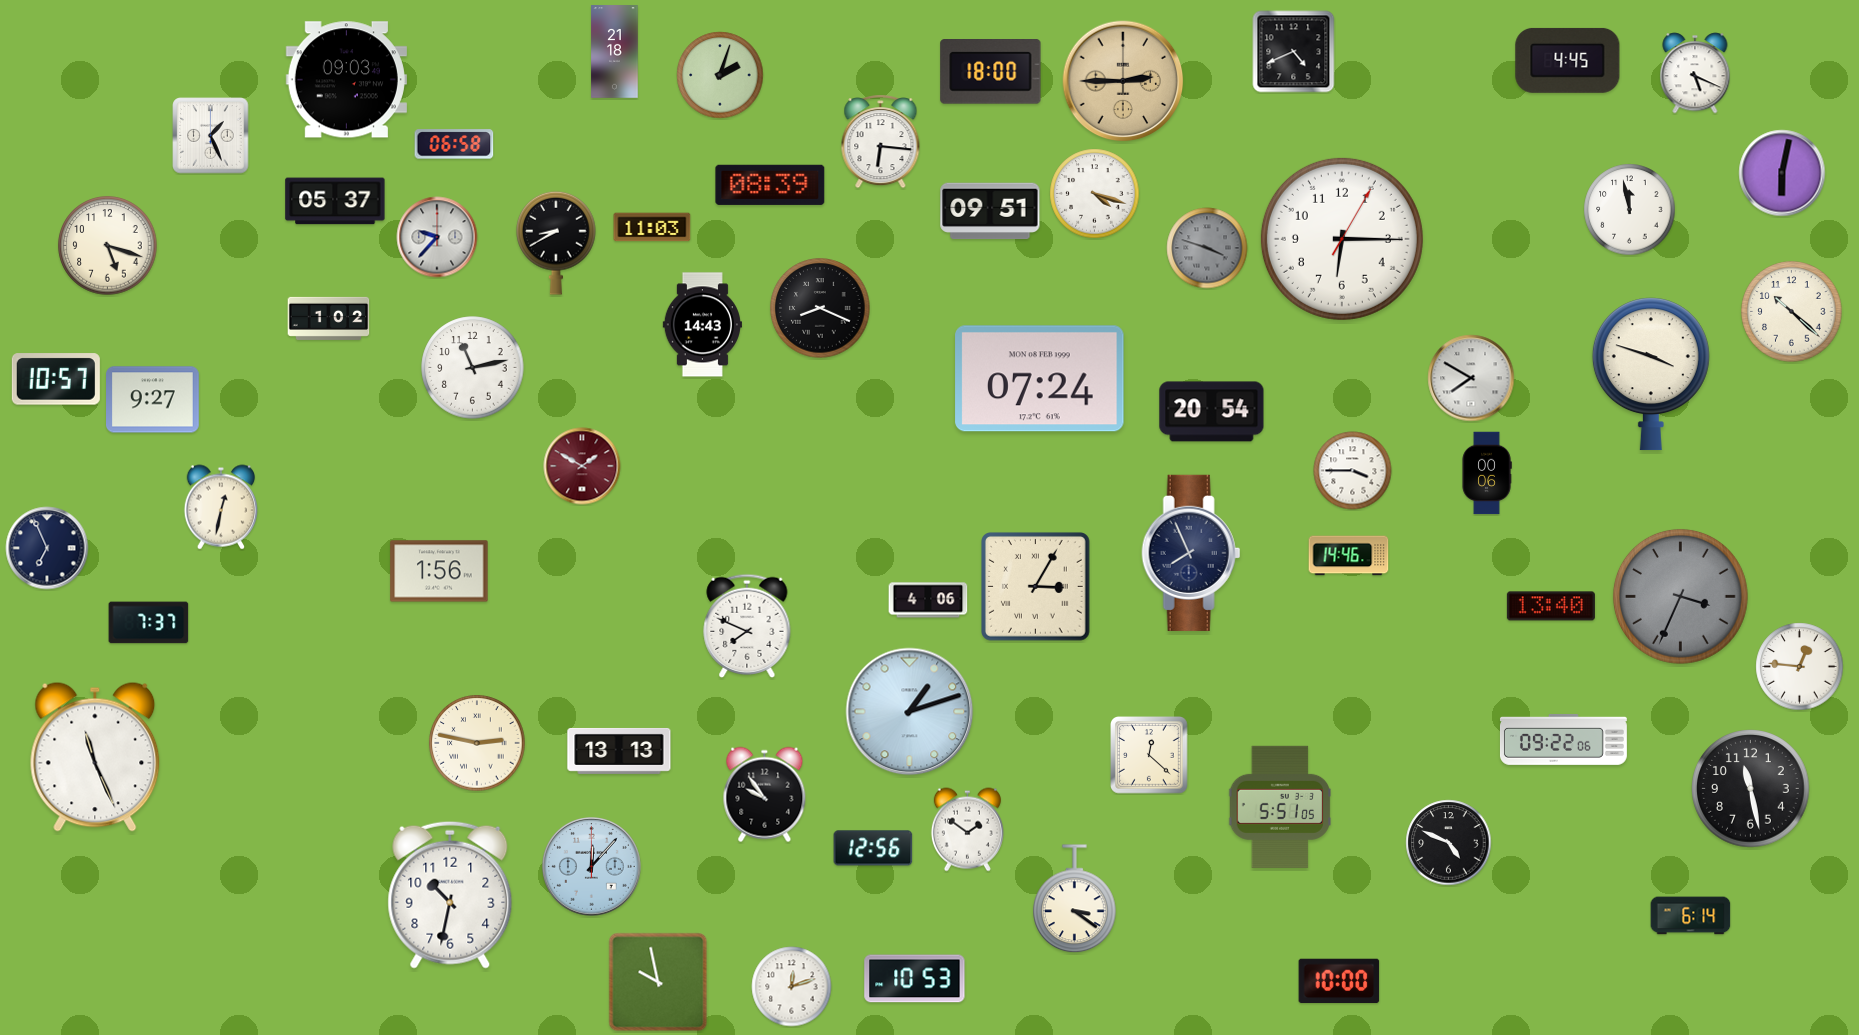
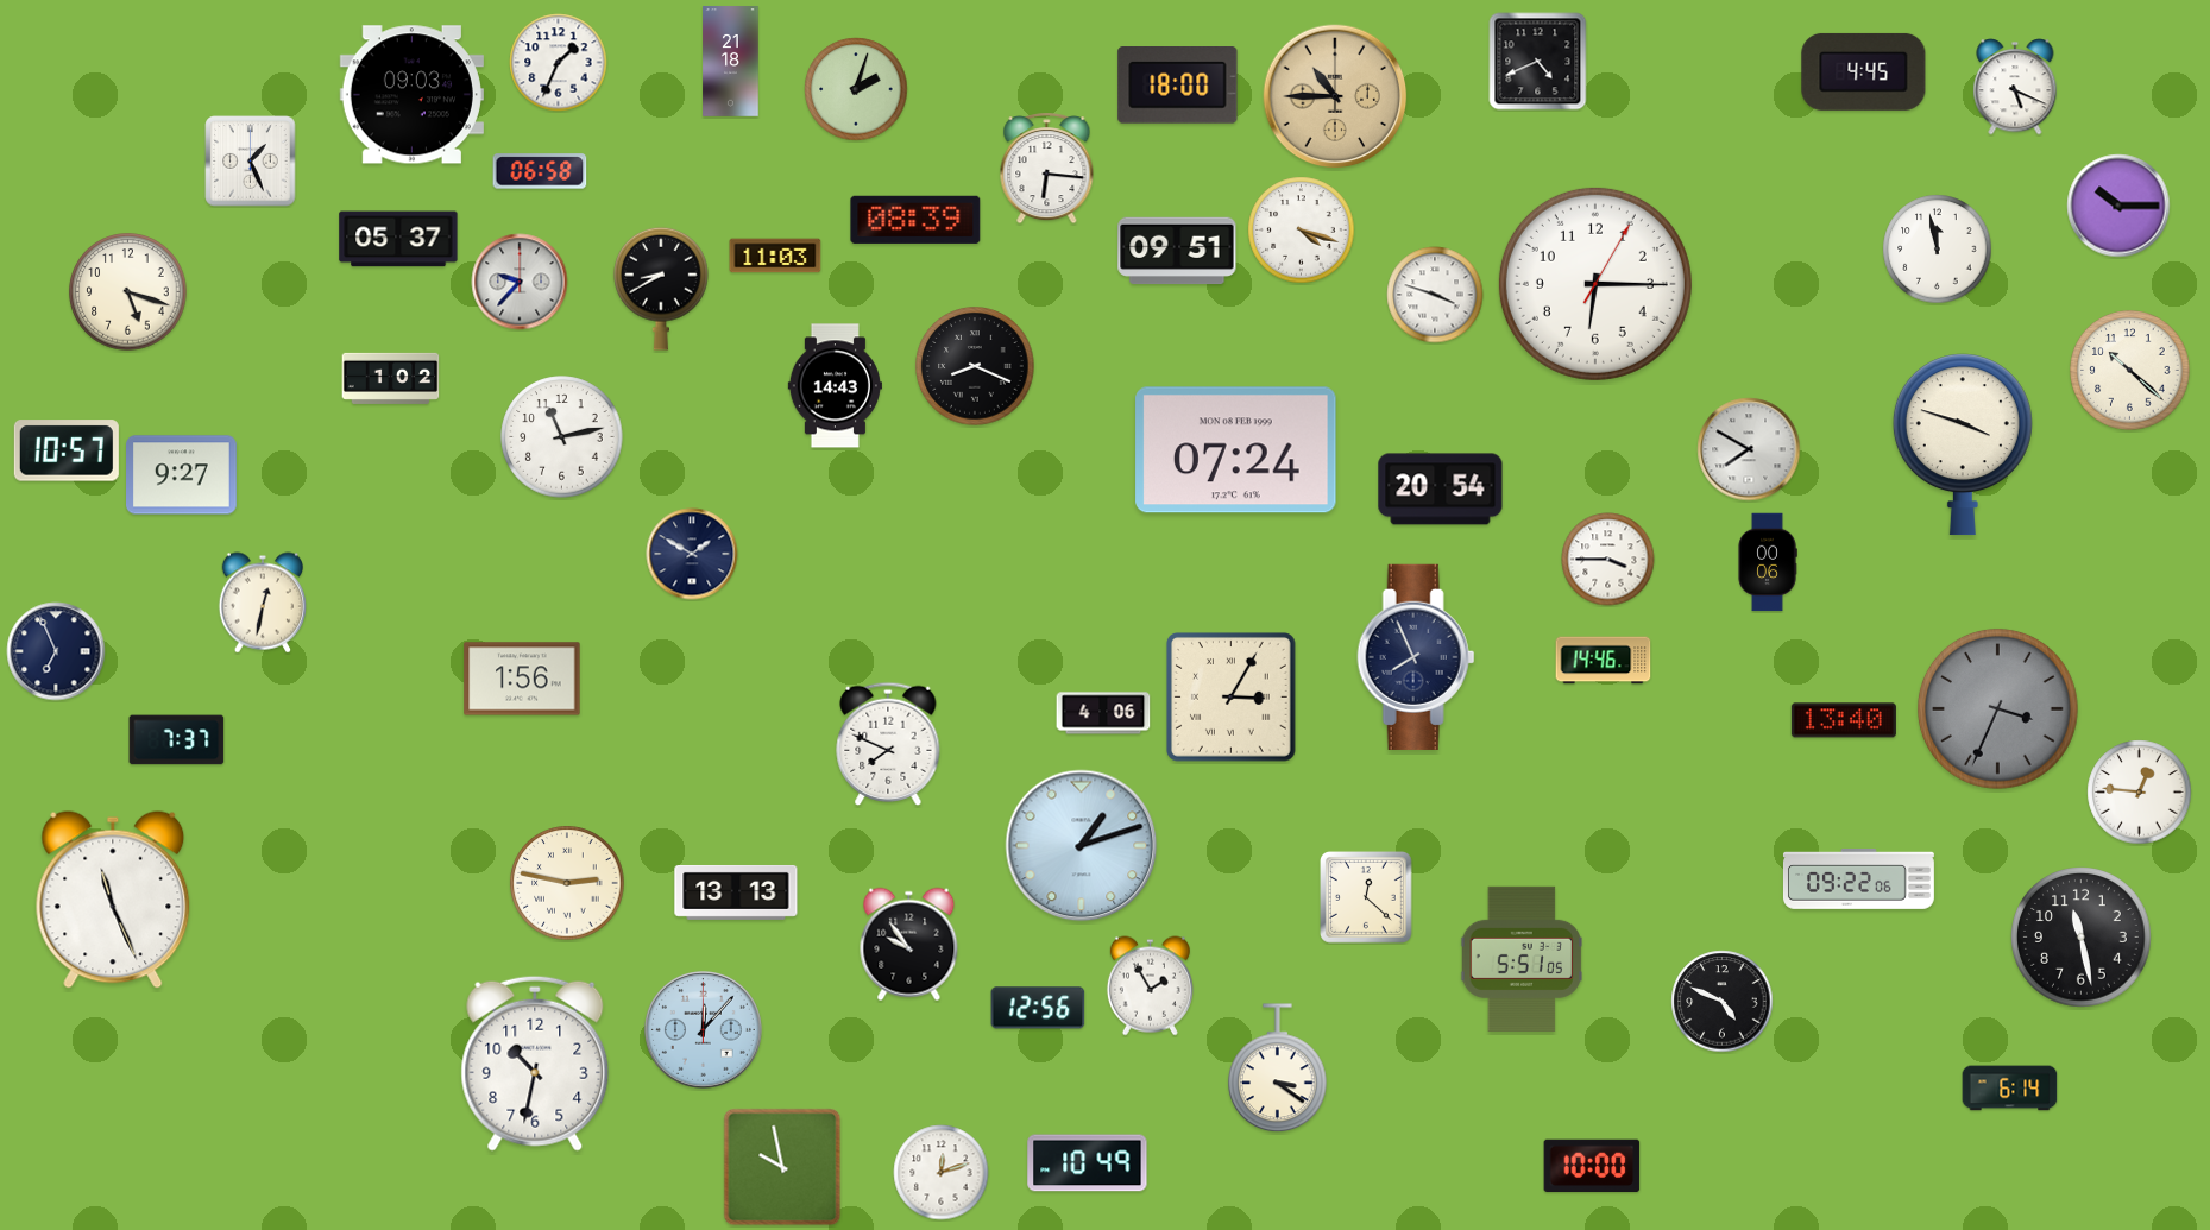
clock at (559, 63): none -> 1:34
clock at (1123, 81): 2:45 -> 10:45
clock at (1782, 173): 6:02 -> 10:15
clock at (652, 227) position: (652, 227) -> (775, 256)
clock at (1207, 248) dial: grey -> white
clock at (582, 466) dial: burgundy -> navy
clock at (967, 830): 1:51 -> 1:55
clock at (915, 979): 10:53 -> 10:49
